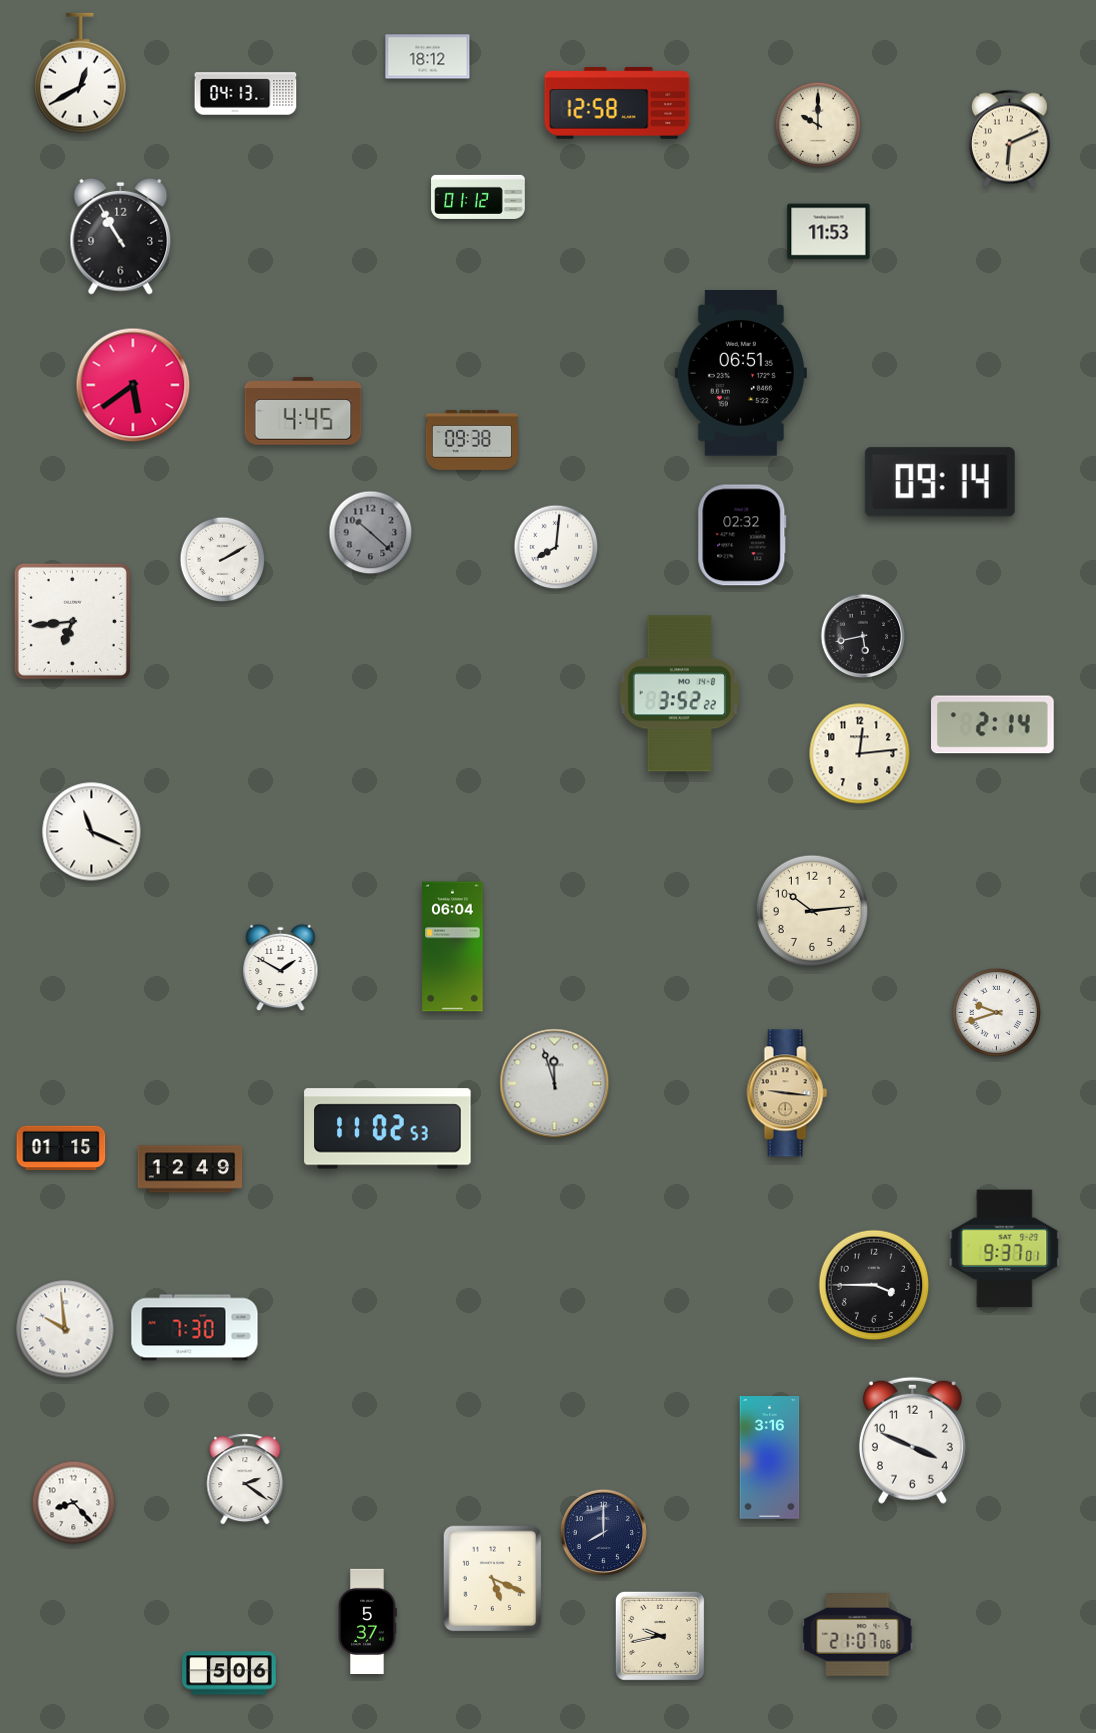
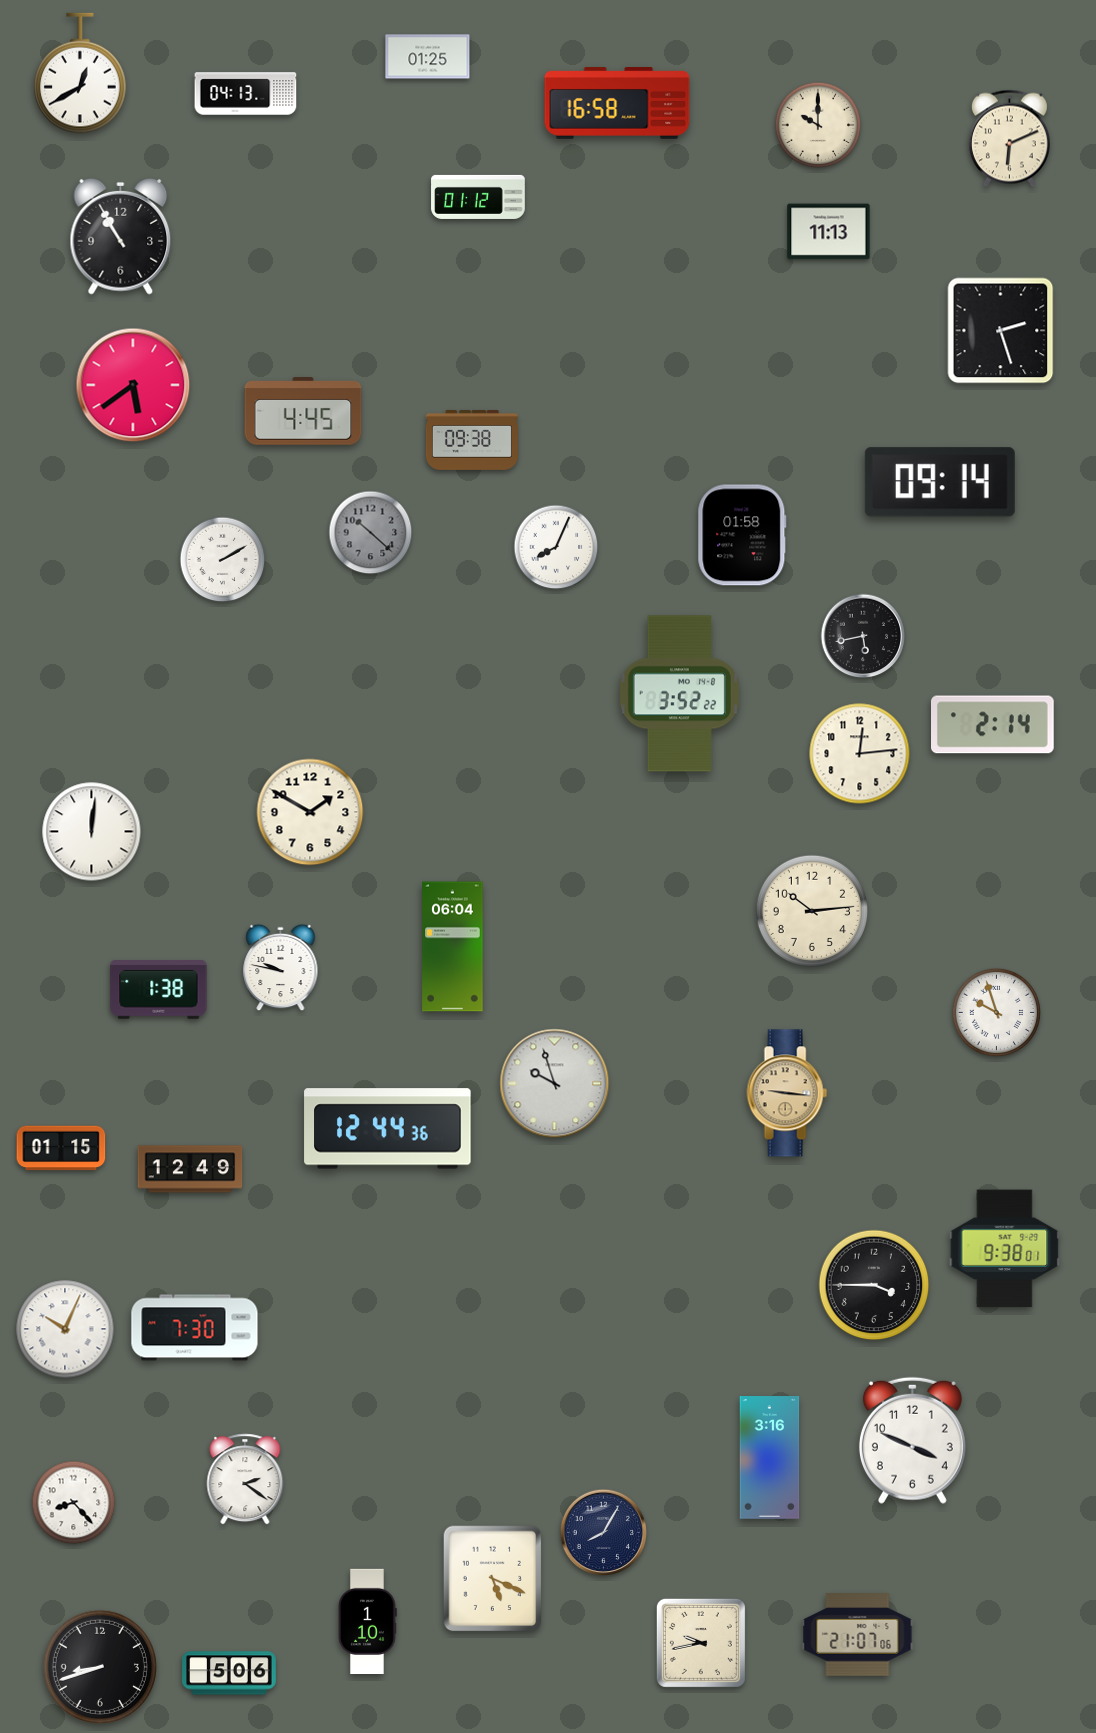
clock at (428, 57): 18:12 -> 01:25
clock at (617, 103): 12:58 -> 16:58
clock at (829, 232): 11:53 -> 11:13
clock at (1001, 331): none -> 2:27
clock at (741, 374): 06:51 -> none
clock at (742, 535): 02:32 -> 01:58
clock at (556, 547): 8:01 -> 8:04
clock at (72, 621): 6:44 -> none
clock at (310, 812): none -> 1:50
clock at (92, 832): 11:19 -> 12:01
clock at (281, 968): 1:50 -> 9:47
clock at (159, 990): none -> 1:38
clock at (996, 1012): 9:42 -> 9:57
clock at (555, 1084): 11:57 -> 9:57
clock at (388, 1129): 11:02 -> 12:44
clock at (1005, 1249): 9:37 -> 9:38
clock at (65, 1329): 9:59 -> 10:04
clock at (603, 1532): 8:00 -> 8:05
clock at (367, 1621): 5:37 -> 1:10
clock at (660, 1636) position: (660, 1636) -> (701, 1643)
clock at (100, 1667): none -> 8:42
